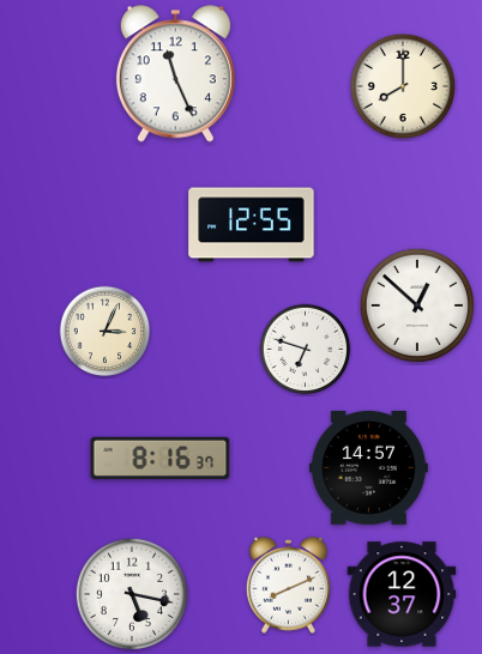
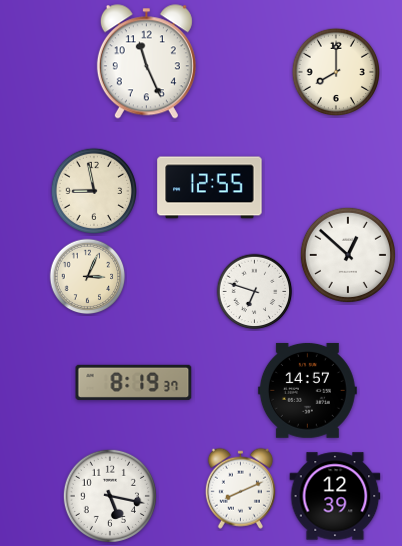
clock at (93, 190): none -> 8:58
clock at (161, 458): 8:16 -> 8:19
clock at (402, 594): 12:37 -> 12:39
